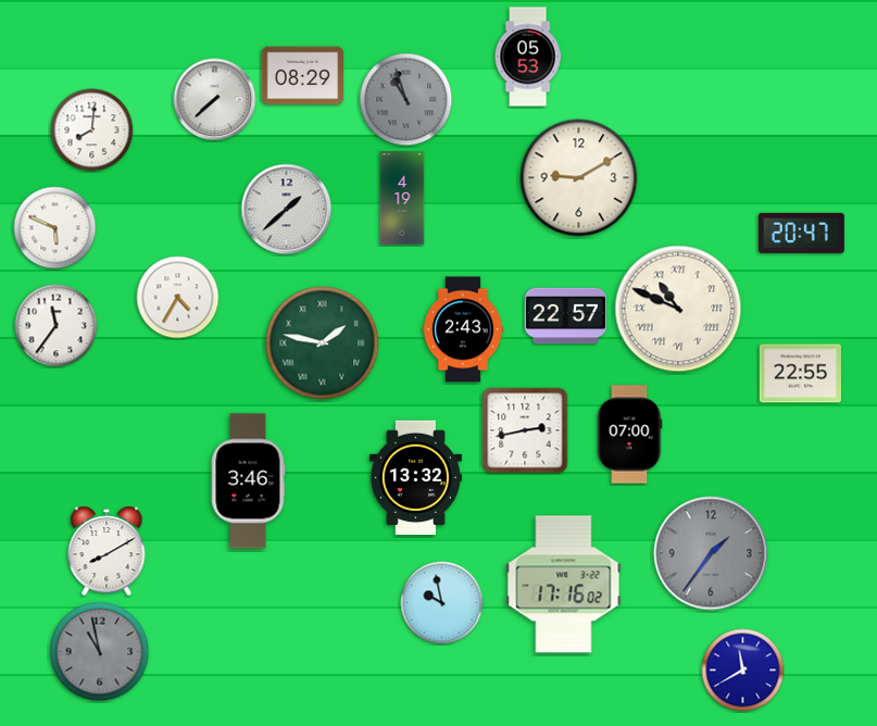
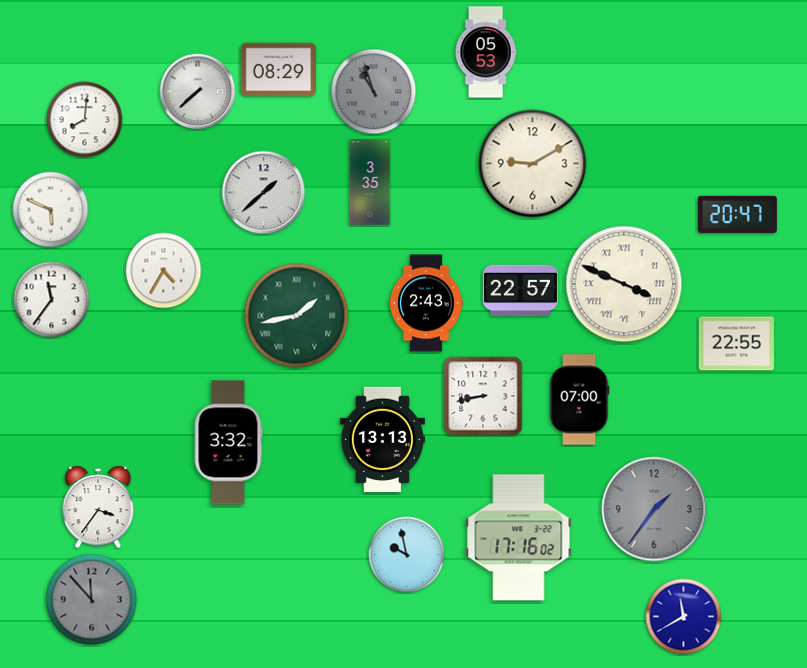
clock at (402, 198): 4:19 -> 3:35
clock at (178, 298) position: (178, 298) -> (164, 271)
clock at (678, 309): 10:49 -> 3:49
clock at (323, 343): 1:47 -> 1:43
clock at (525, 430): 2:43 -> 8:43
clock at (415, 478): 13:32 -> 13:13
clock at (248, 481): 3:46 -> 3:32
clock at (107, 551): 8:10 -> 3:36
clock at (100, 652): 10:58 -> 11:53
